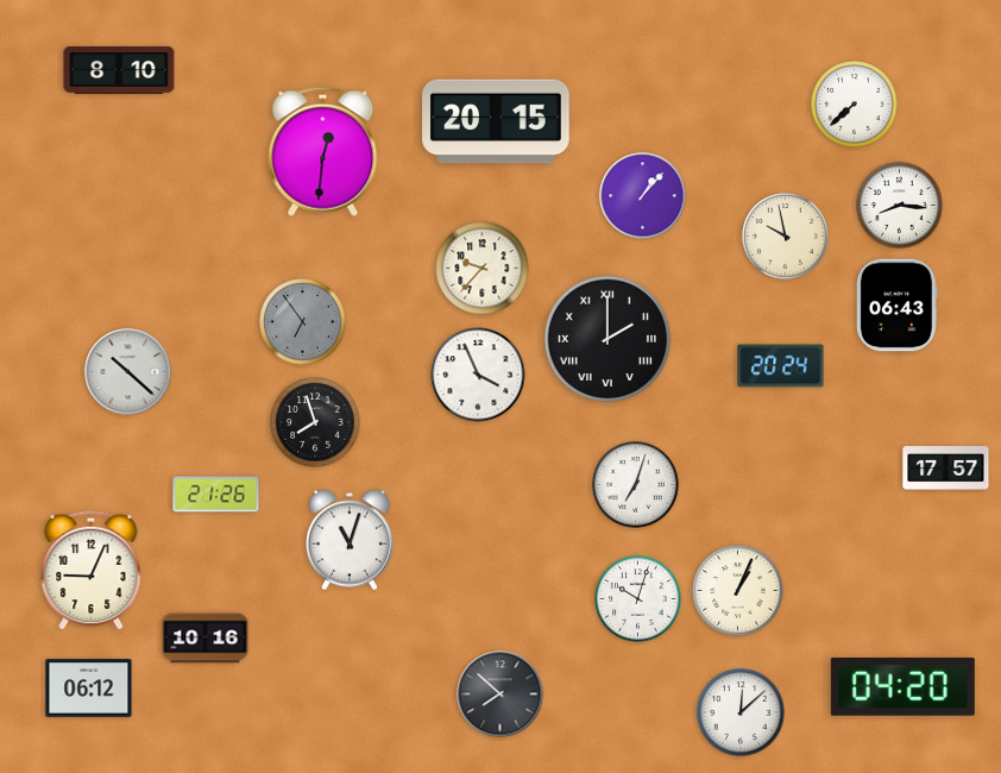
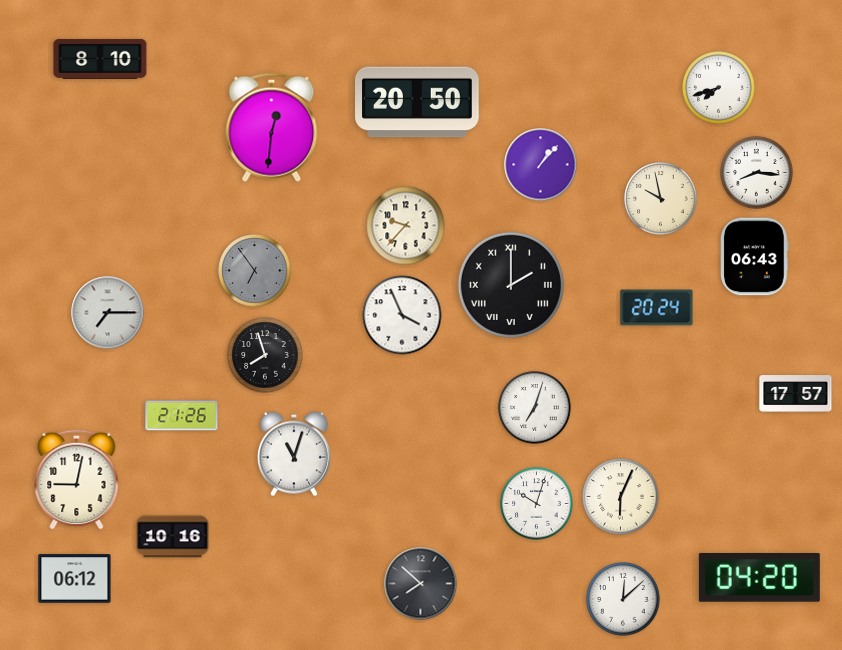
clock at (855, 105): 7:38 -> 7:42
clock at (496, 121): 20:15 -> 20:50
clock at (128, 372): 10:22 -> 7:15
clock at (92, 570): 9:04 -> 9:02
clock at (738, 591): 1:04 -> 6:04
